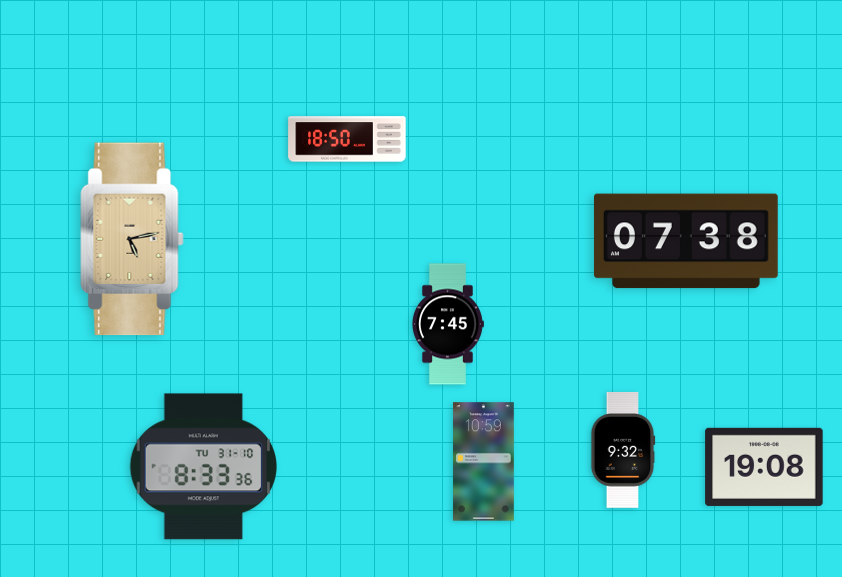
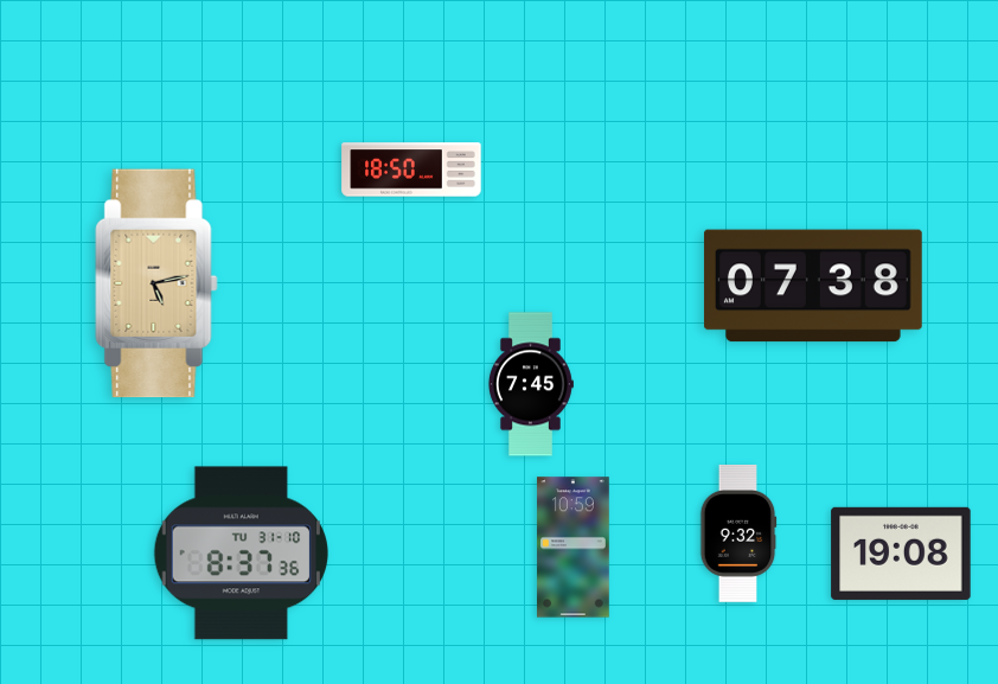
clock at (347, 139) position: (347, 139) -> (411, 170)
clock at (203, 467): 8:33 -> 8:37
clock at (764, 467) position: (764, 467) -> (901, 554)
